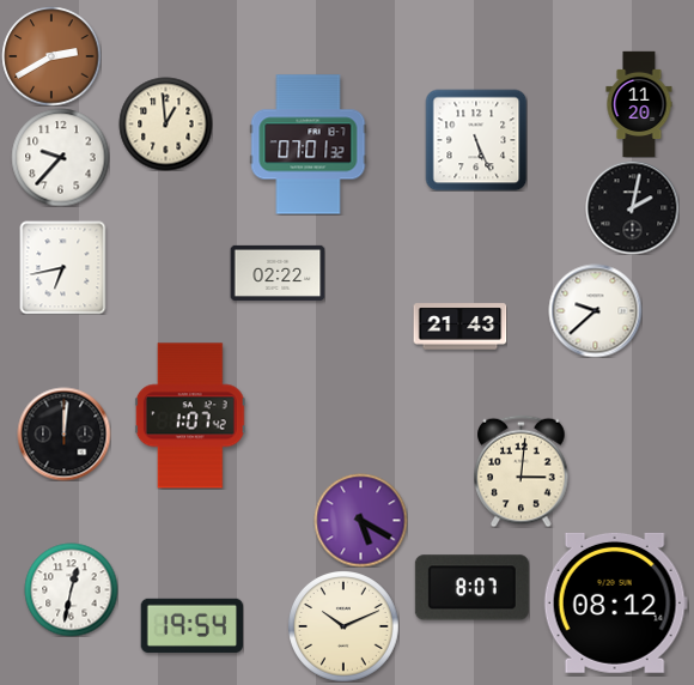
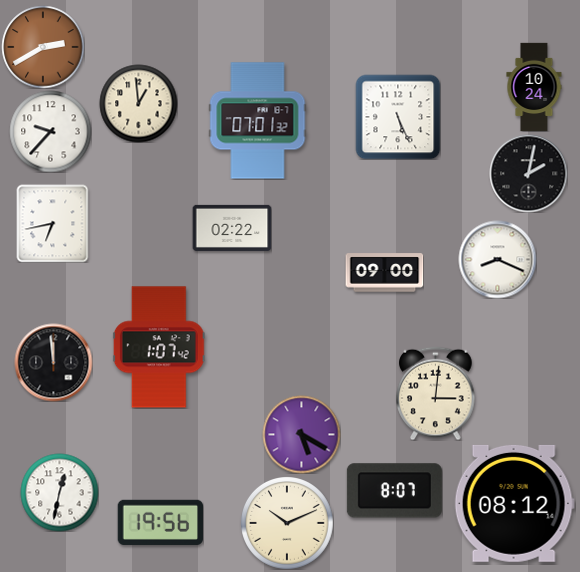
clock at (639, 104): 11:20 -> 10:24
clock at (595, 310): 9:38 -> 8:19
clock at (459, 327): 21:43 -> 09:00
clock at (63, 434): 12:01 -> 11:59
clock at (191, 625): 19:54 -> 19:56
